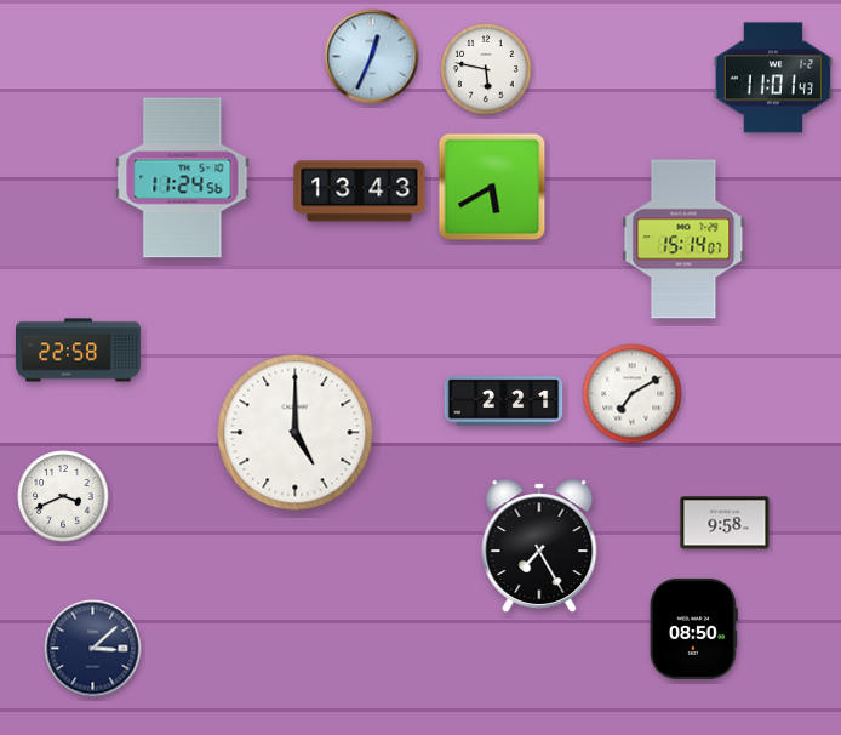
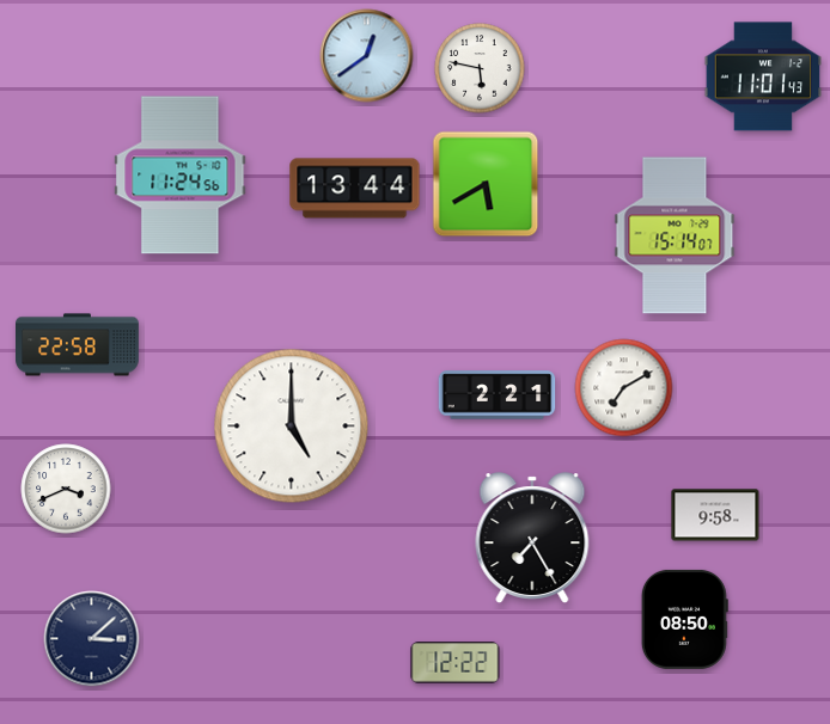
clock at (372, 57): 12:34 -> 12:39
clock at (360, 192): 13:43 -> 13:44
clock at (63, 496) position: (63, 496) -> (66, 489)
clock at (456, 663): none -> 12:22
